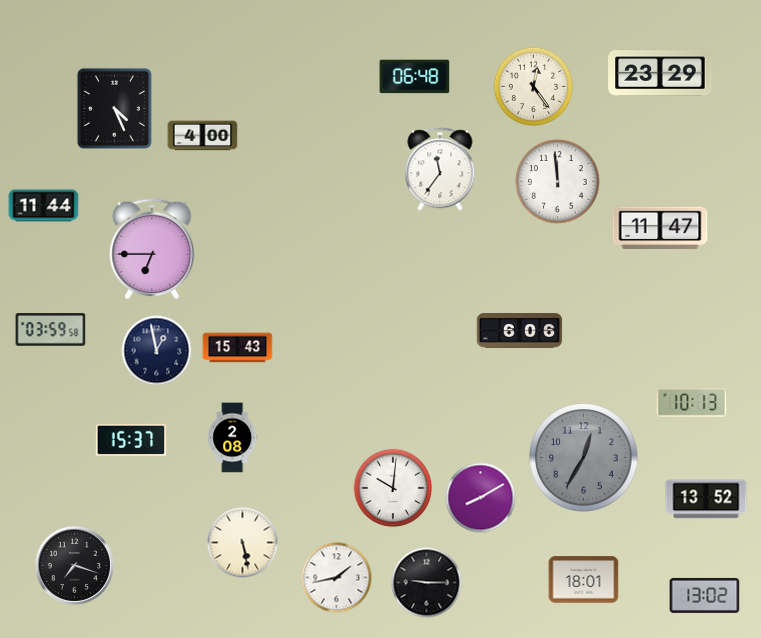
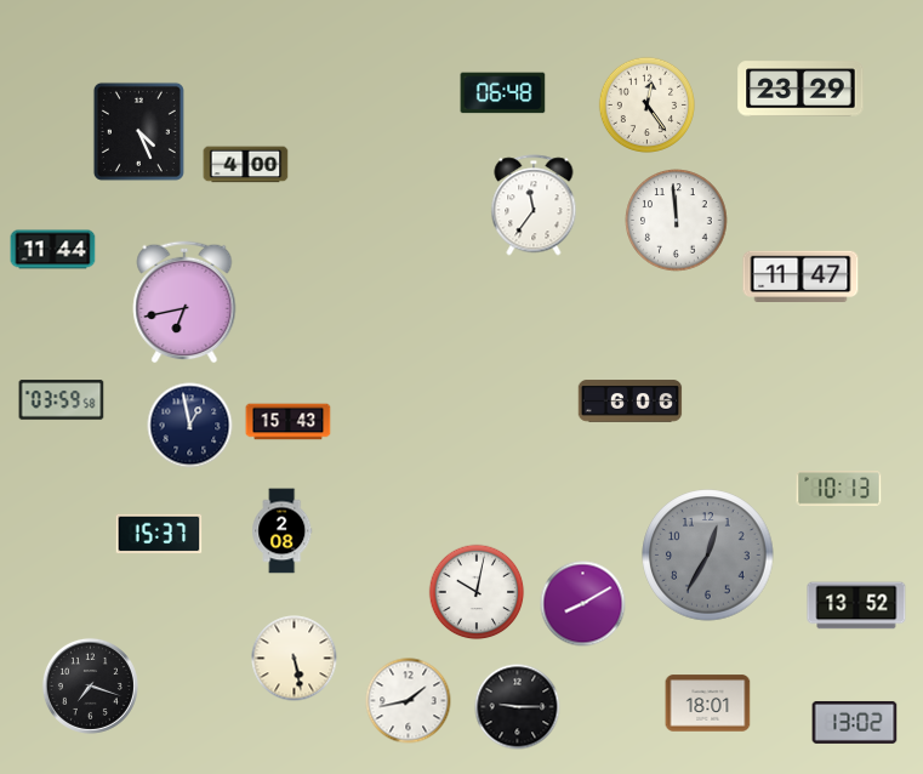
clock at (152, 249): 6:45 -> 6:43
clock at (393, 488): 10:01 -> 10:02
